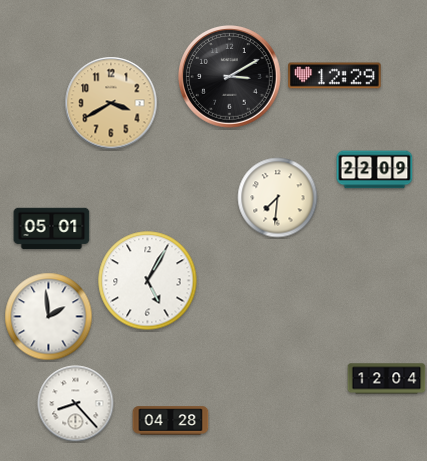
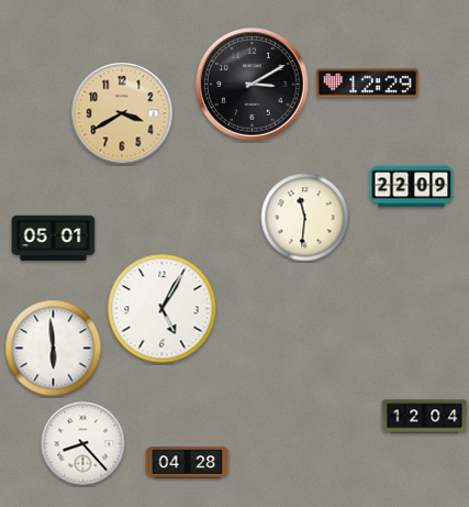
clock at (278, 198): 7:31 -> 11:31
clock at (52, 229) position: (52, 229) -> (54, 239)
clock at (49, 317): 1:59 -> 5:59
